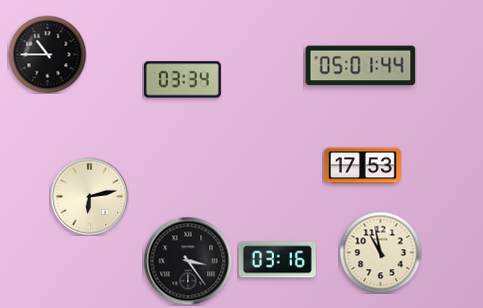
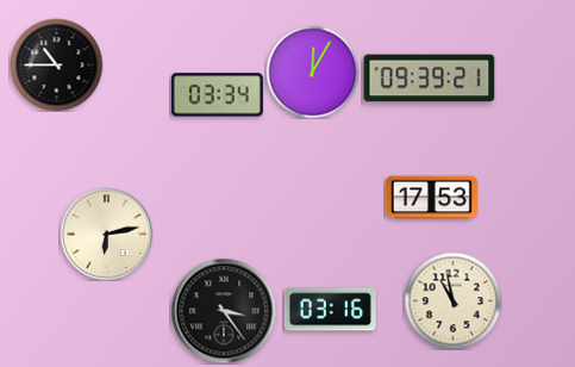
clock at (312, 71): none -> 12:05
clock at (361, 66): 05:01 -> 09:39
